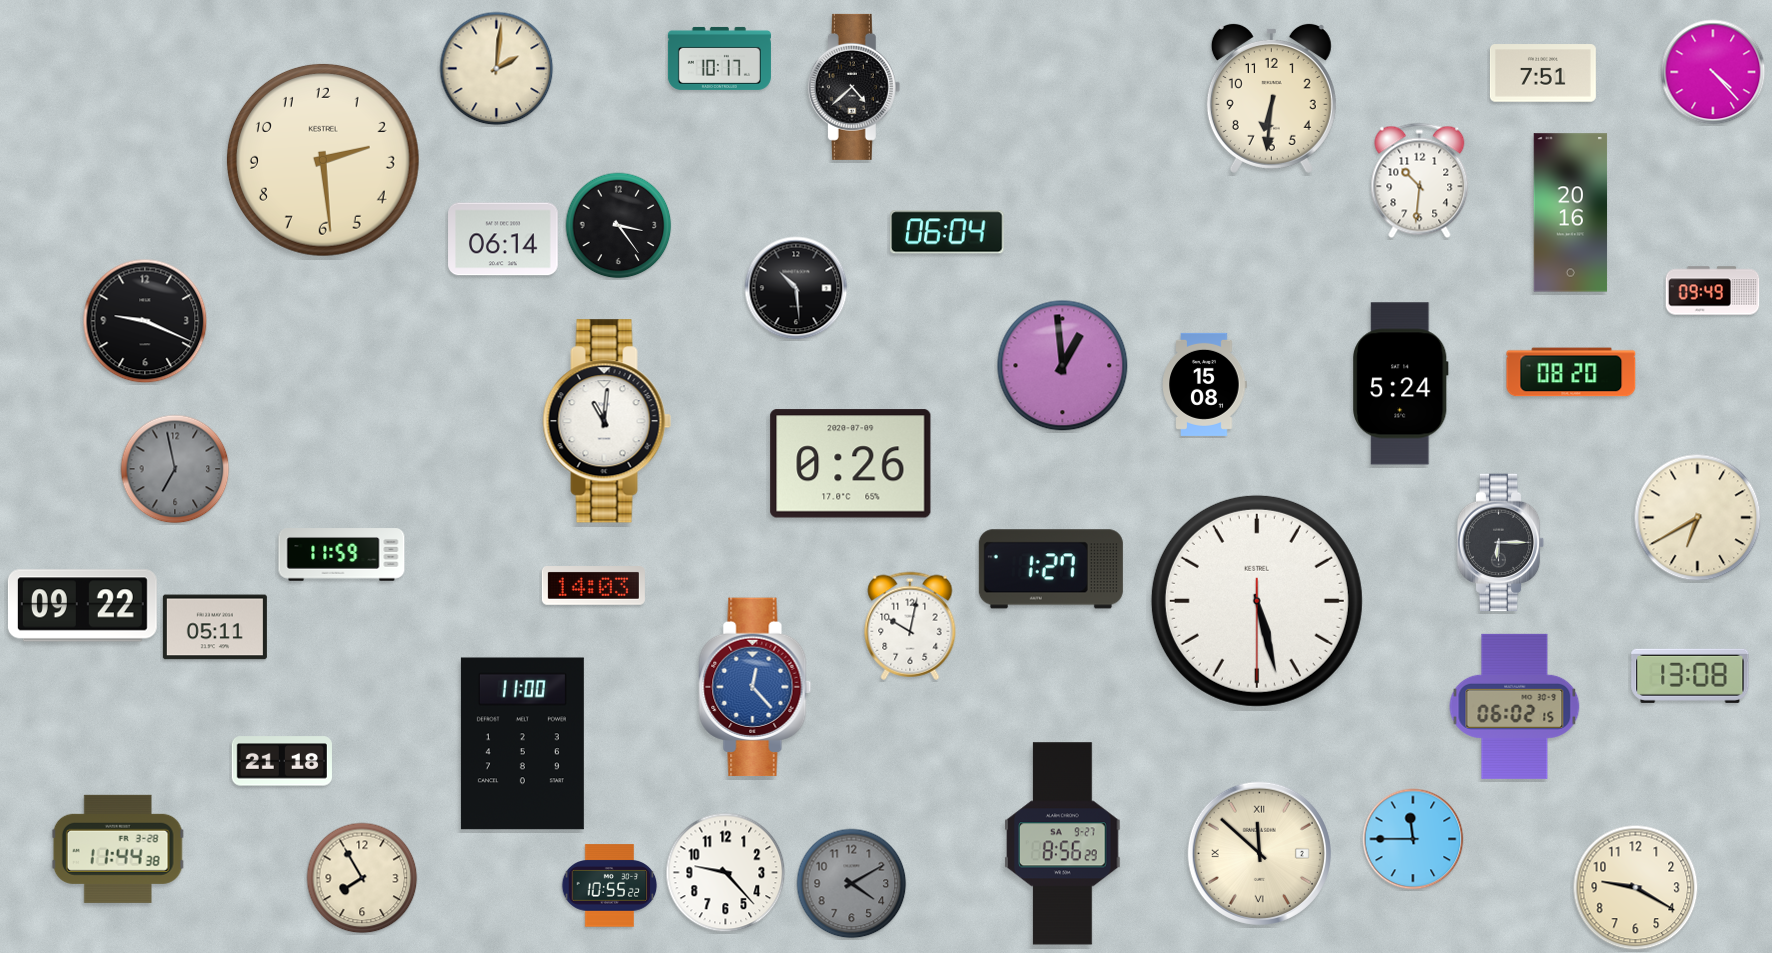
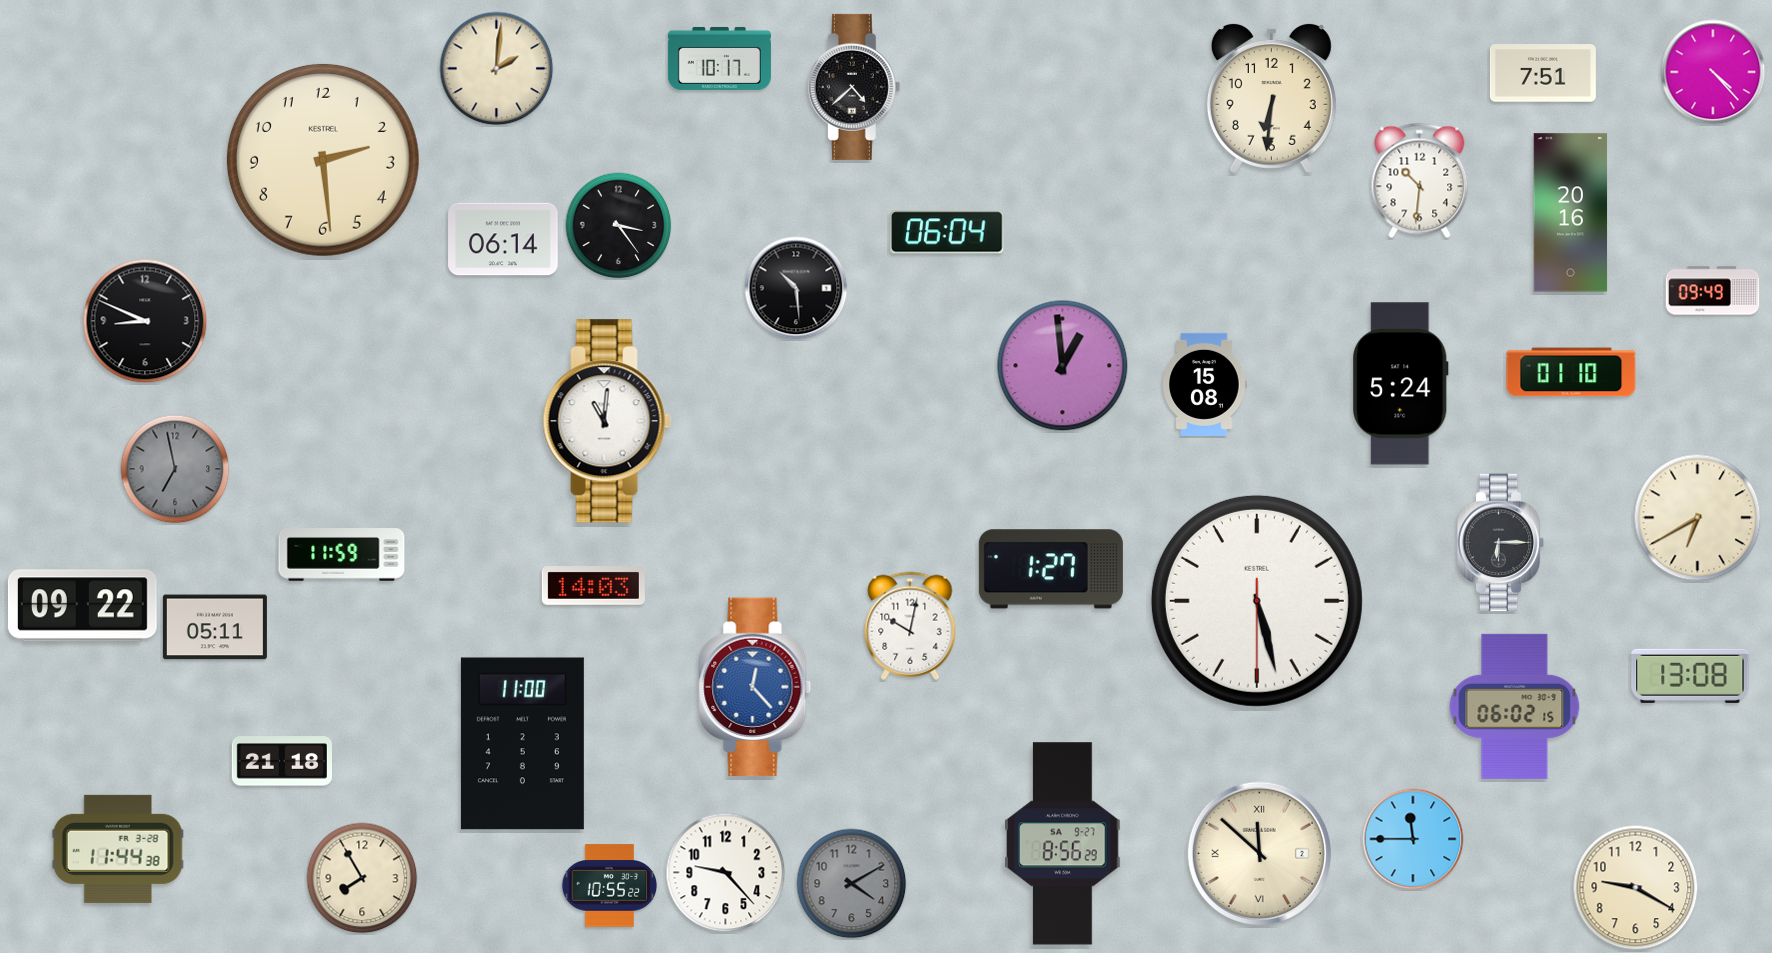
clock at (145, 321): 9:19 -> 8:49
clock at (1571, 372): 08:20 -> 01:10
clock at (851, 464): 0:26 -> none
